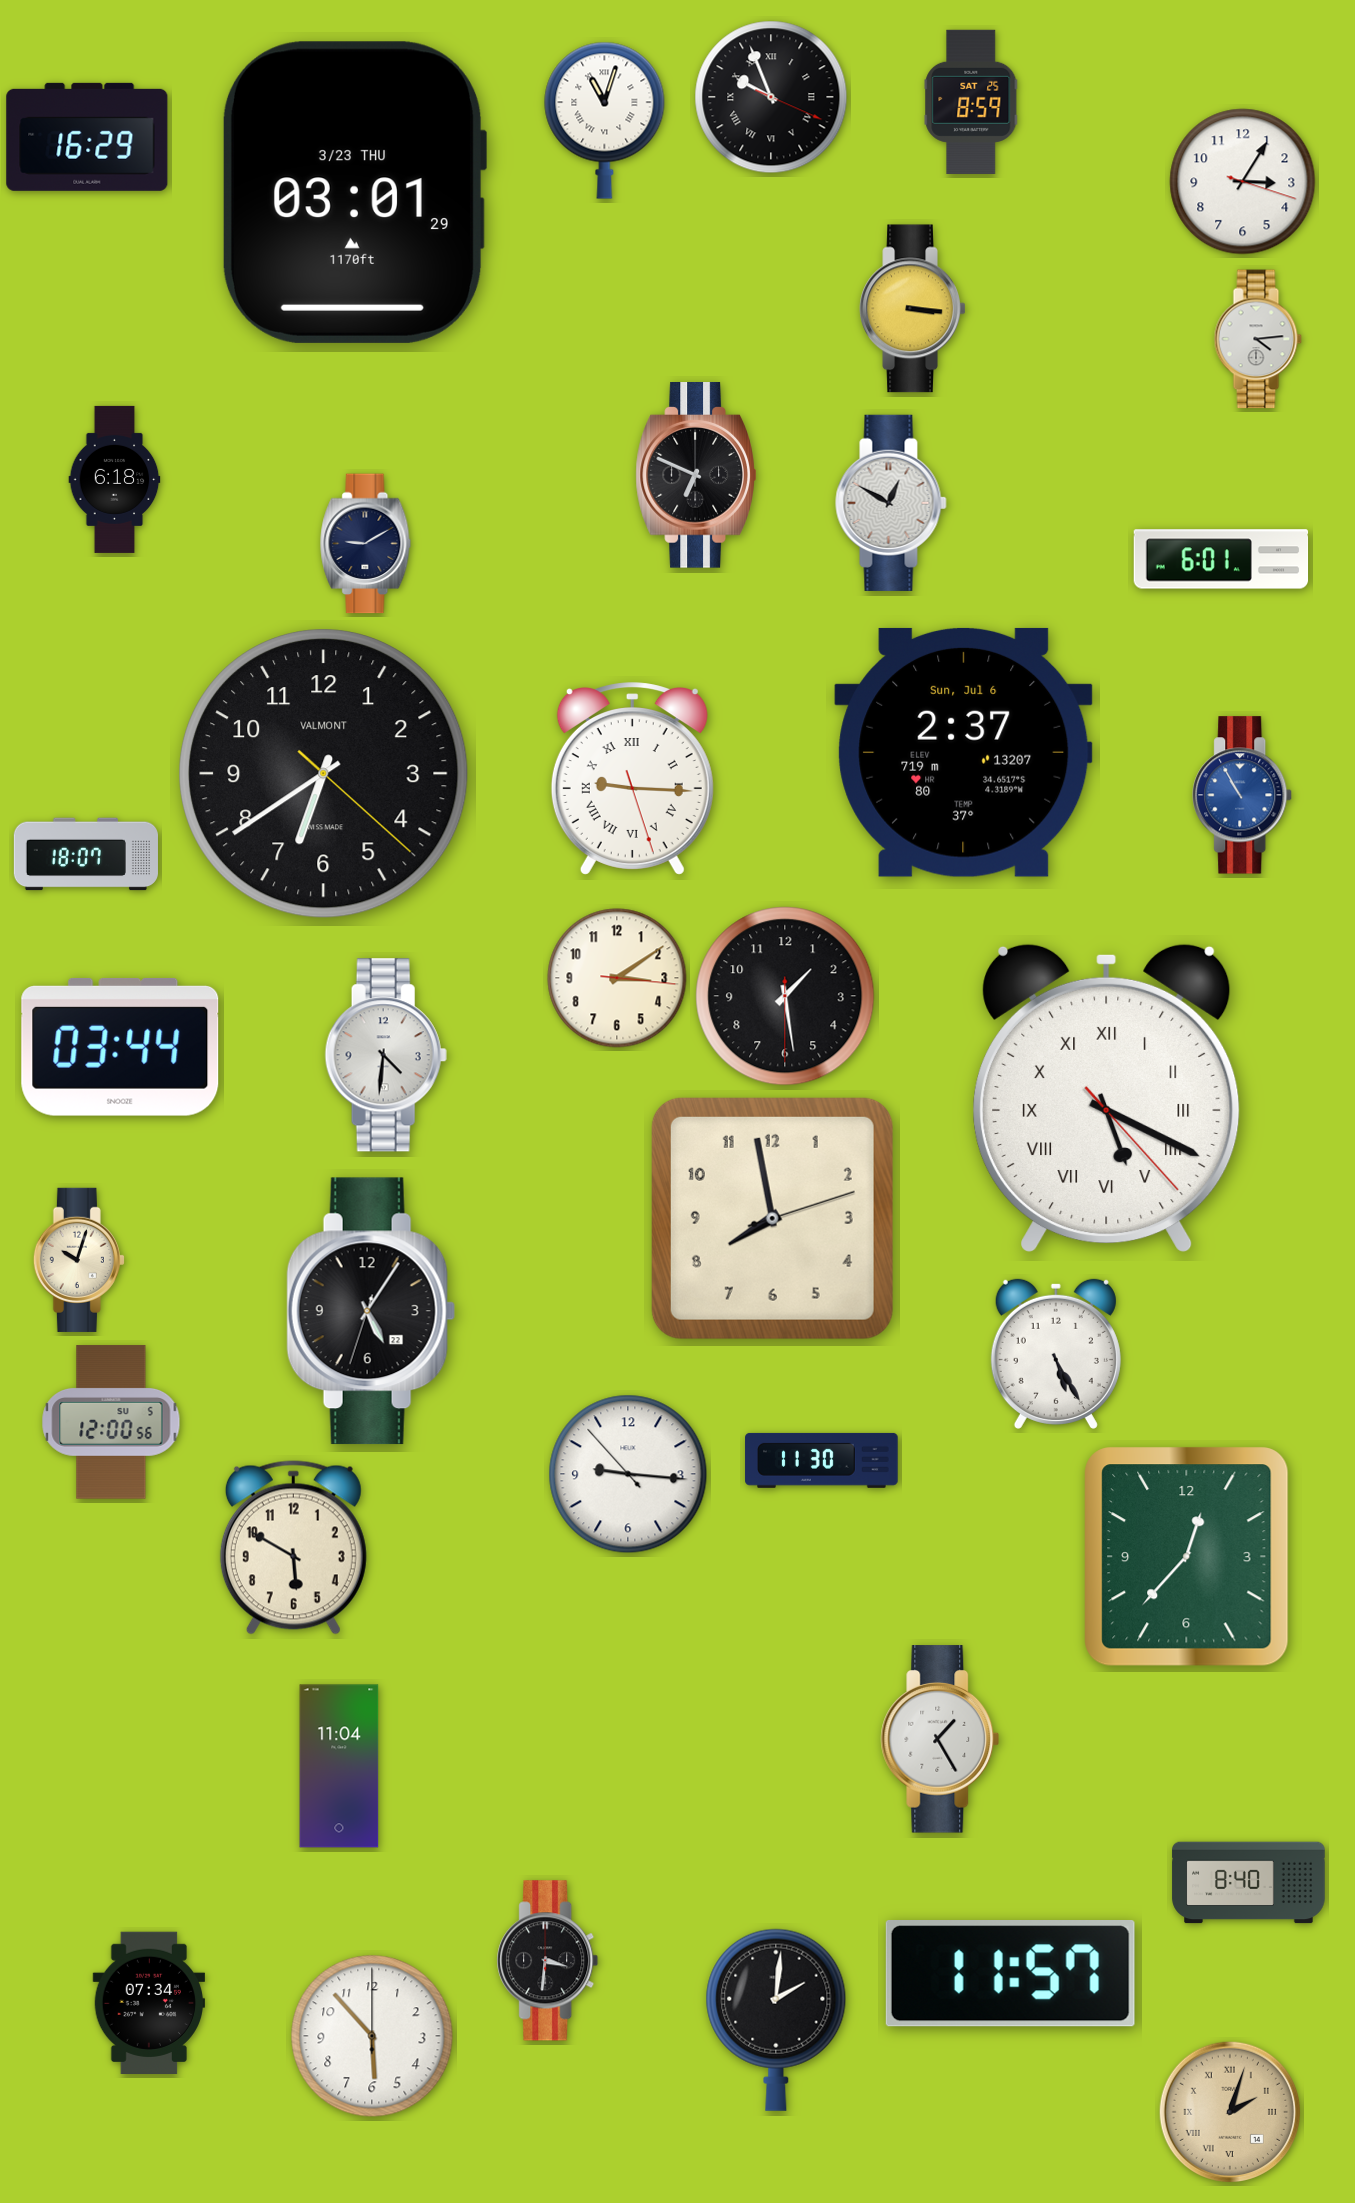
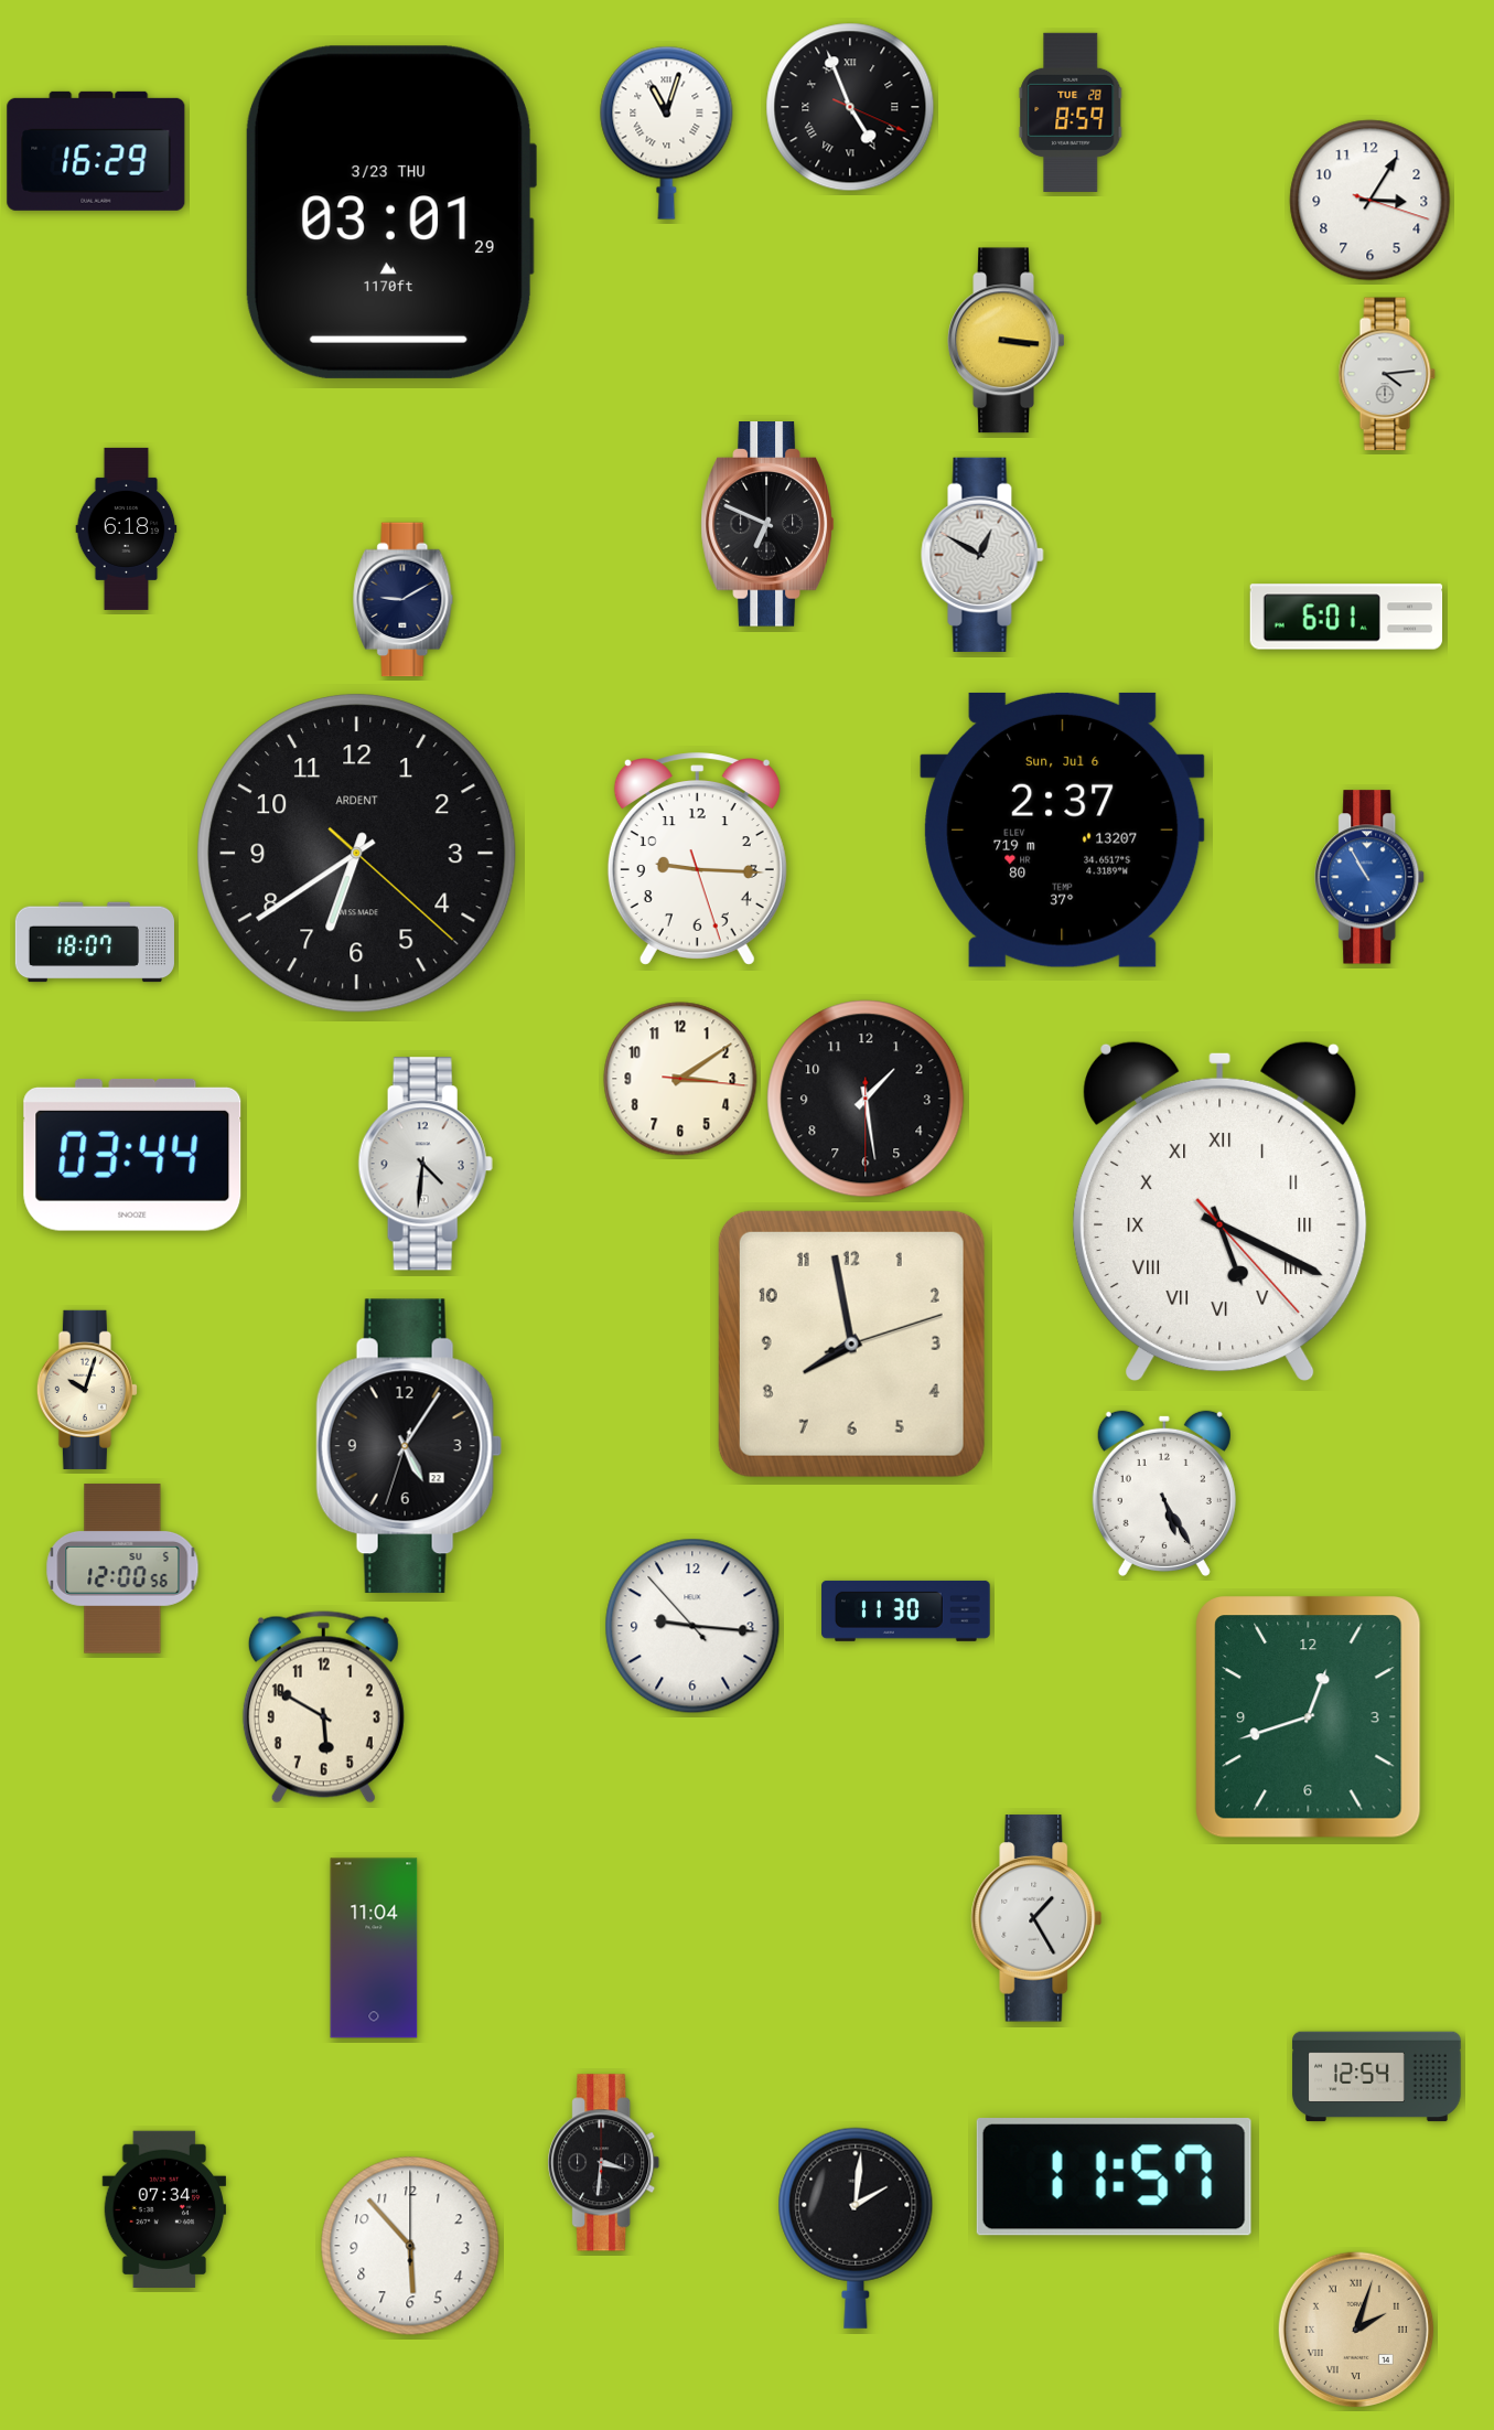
clock at (771, 97): 9:56 -> 4:56
clock at (971, 102) date: SAT 25 -> TUE 28
clock at (324, 774) brand: VALMONT -> ARDENT
clock at (632, 779) numerals: Roman -> Arabic
clock at (1187, 1557): 12:37 -> 12:42
clock at (1249, 1883): 8:40 -> 12:54
